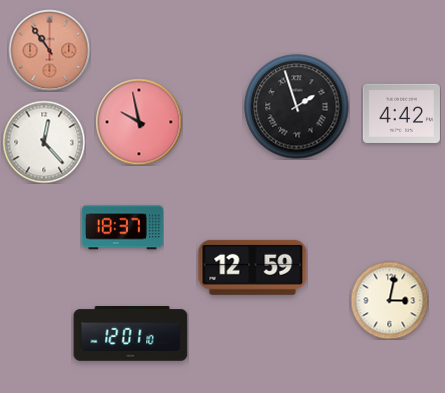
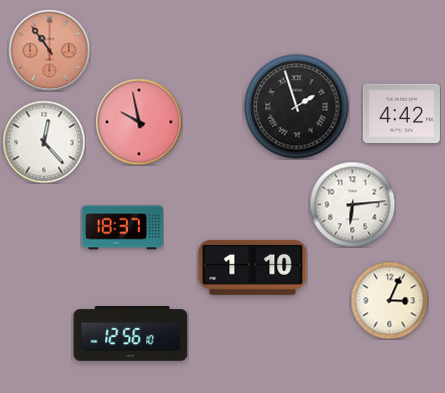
clock at (352, 204): none -> 6:14
clock at (253, 267): 12:59 -> 1:10
clock at (389, 300): 3:02 -> 3:04
clock at (131, 334): 12:01 -> 12:56
